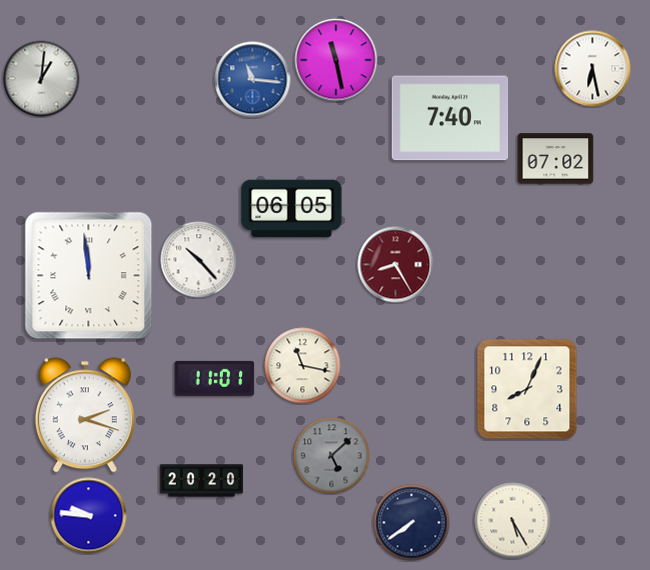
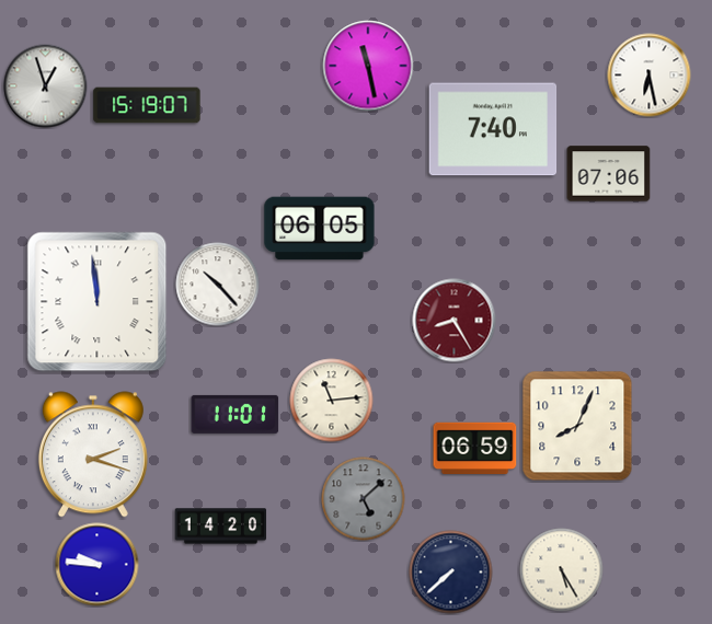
clock at (42, 79): 1:01 -> 12:57
clock at (253, 80): 11:16 -> none
clock at (147, 105): none -> 15:19
clock at (556, 159): 07:02 -> 07:06
clock at (396, 265) position: (396, 265) -> (455, 321)
clock at (303, 366): 11:17 -> 11:14
clock at (475, 449): none -> 06:59
clock at (202, 481): 20:20 -> 14:20
clock at (412, 523): 7:39 -> 7:38
